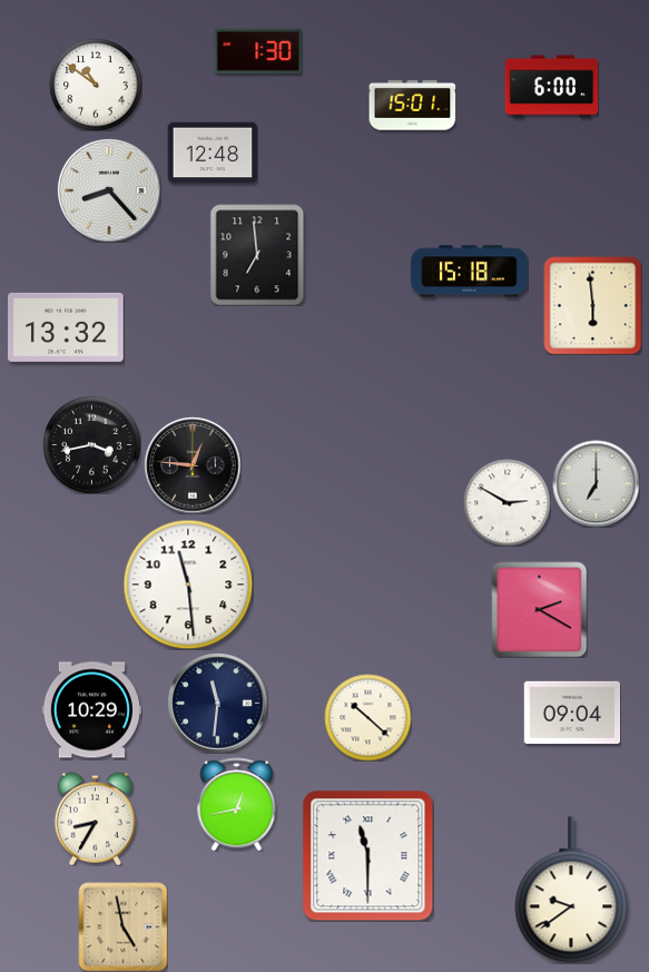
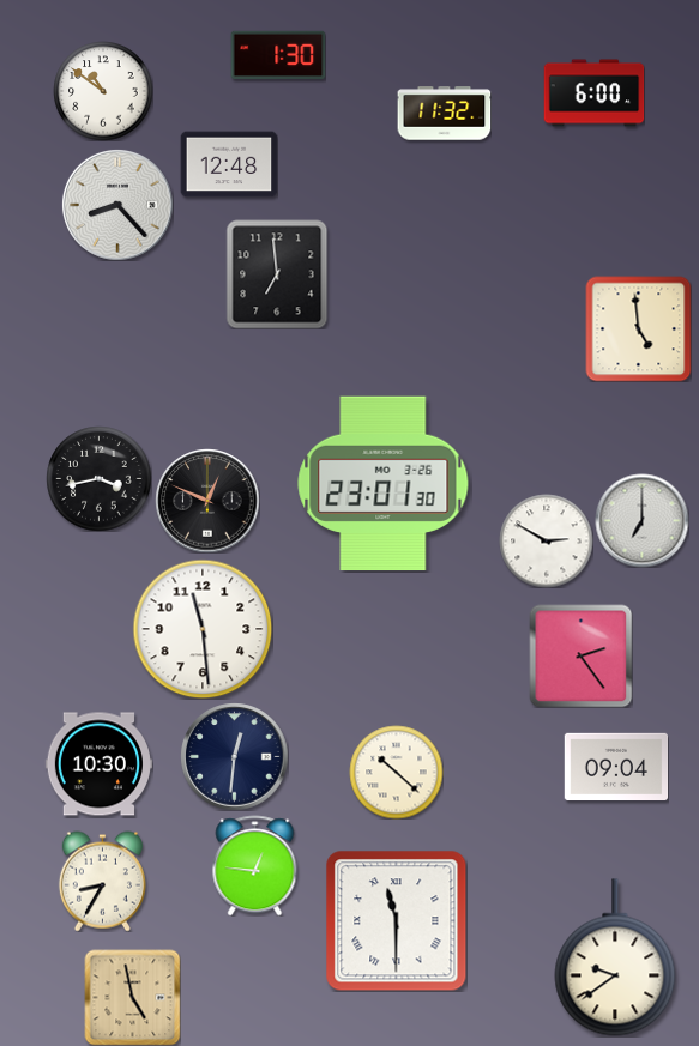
clock at (412, 106): 15:01 -> 11:32
clock at (470, 272): 15:18 -> none
clock at (592, 305): 5:59 -> 4:59
clock at (66, 327): 13:32 -> none
clock at (384, 484): none -> 23:01
clock at (193, 465): 12:46 -> 12:49
clock at (539, 609): 2:20 -> 2:24
clock at (217, 703): 11:31 -> 12:31
clock at (91, 710): 10:29 -> 10:30
clock at (237, 804): 12:43 -> 12:46
